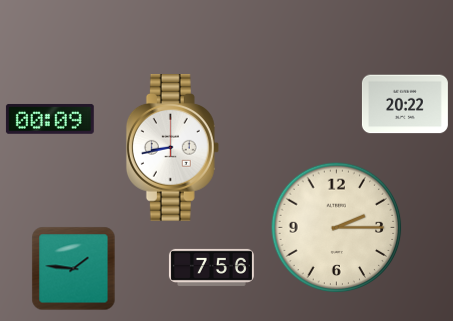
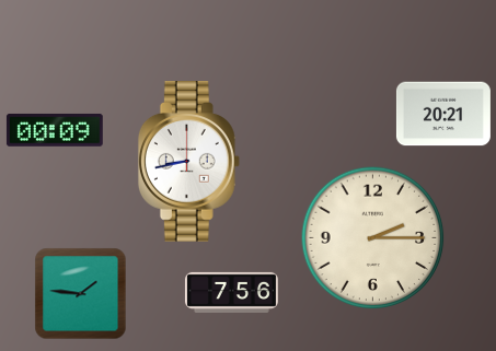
clock at (405, 104): 20:22 -> 20:21
clock at (337, 228) position: (337, 228) -> (373, 238)
